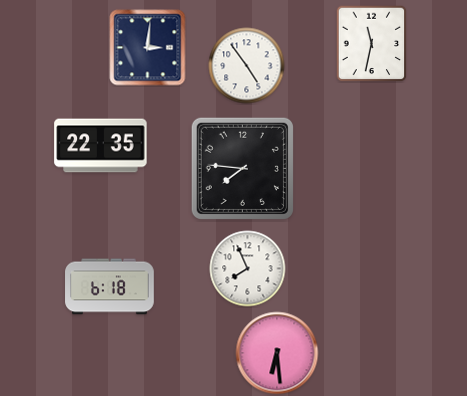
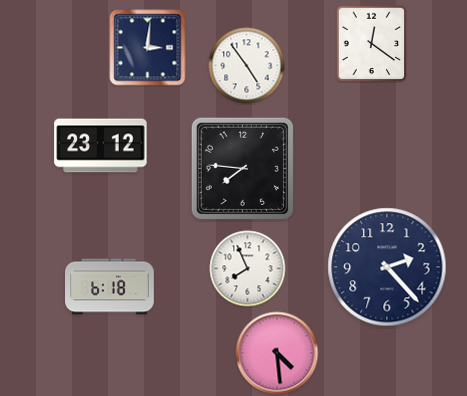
clock at (372, 43): 11:32 -> 12:21
clock at (101, 146): 22:35 -> 23:12
clock at (387, 267): none -> 2:23
clock at (277, 353): 6:29 -> 4:29
